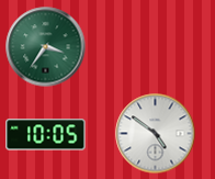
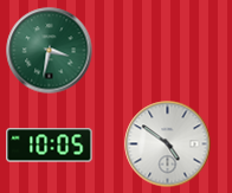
clock at (46, 47): 3:36 -> 3:32
